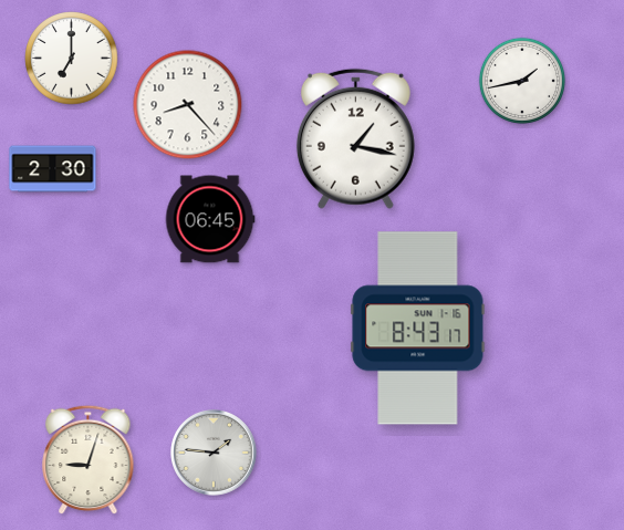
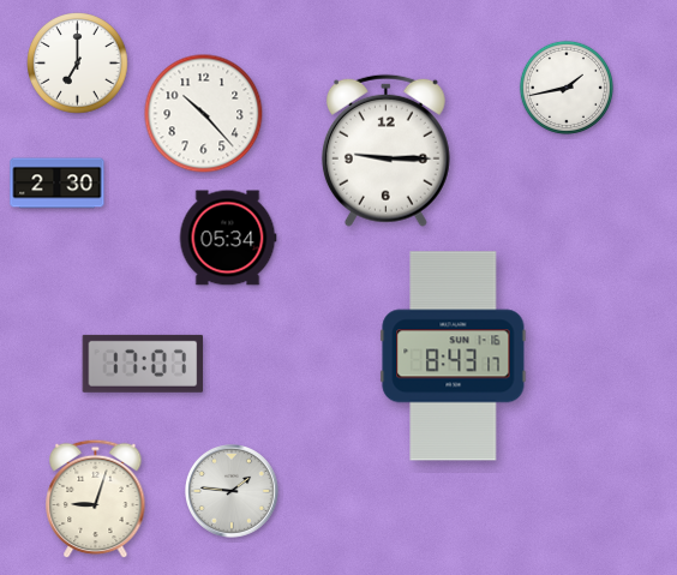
clock at (188, 105): 8:23 -> 10:23
clock at (355, 138): 1:17 -> 9:15
clock at (210, 219): 06:45 -> 05:34
clock at (143, 364): none -> 17:07
